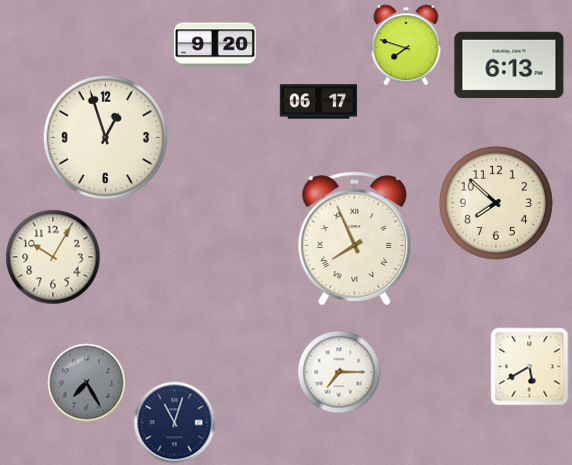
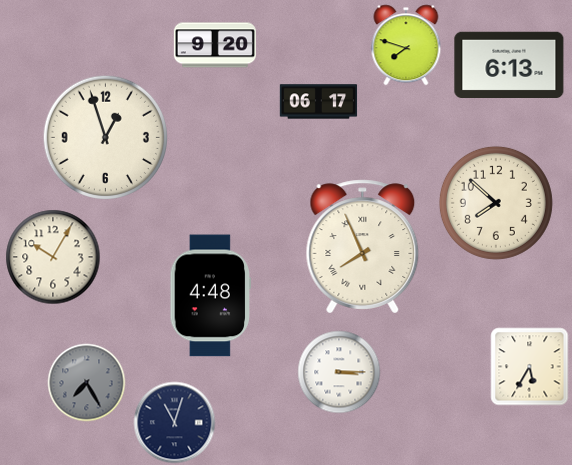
clock at (355, 239) position: (355, 239) -> (363, 247)
clock at (210, 296): none -> 4:48
clock at (529, 366): 5:40 -> 5:35
clock at (339, 372): 7:15 -> 3:15
